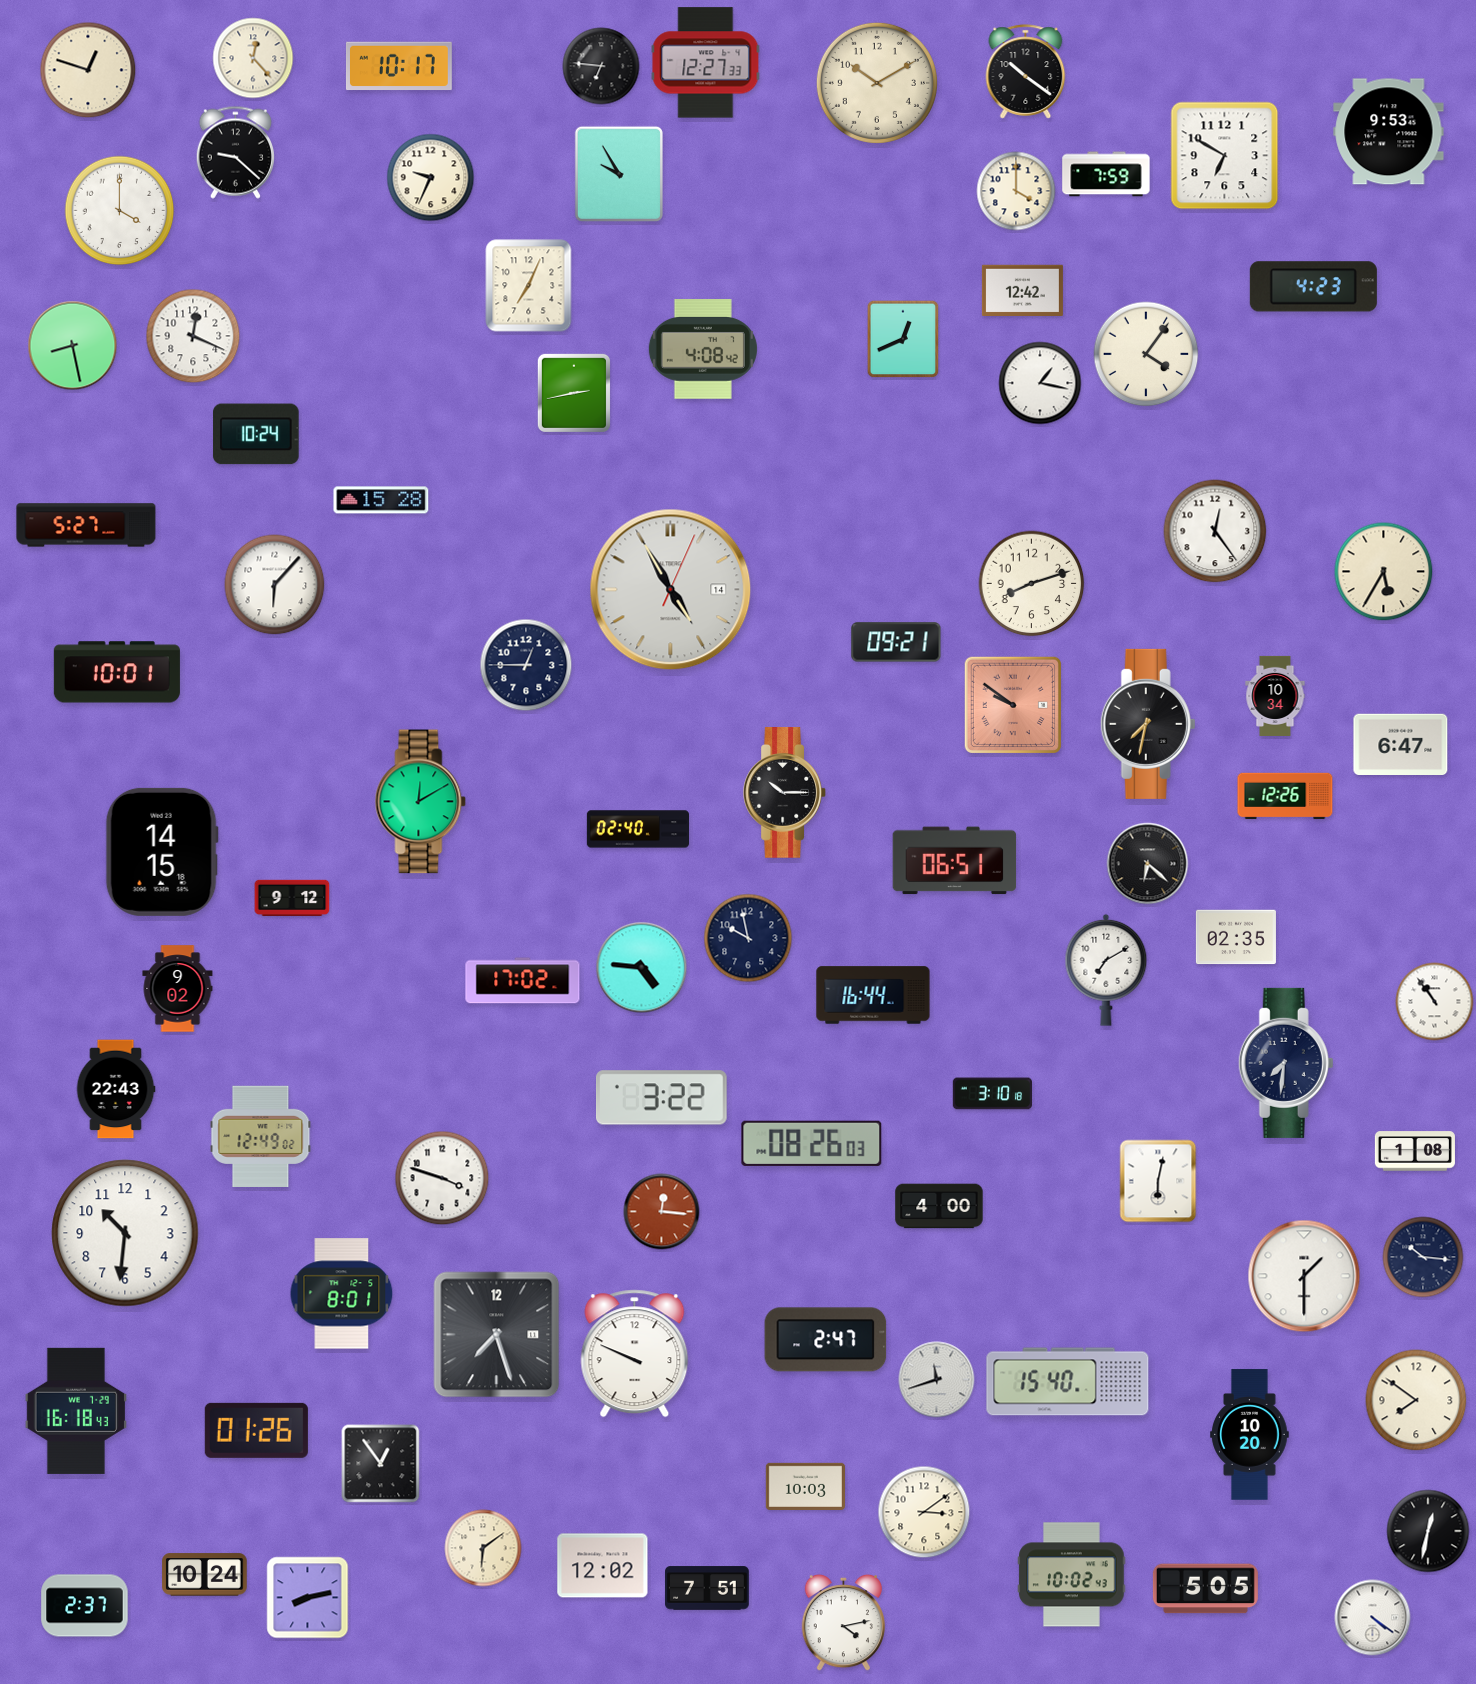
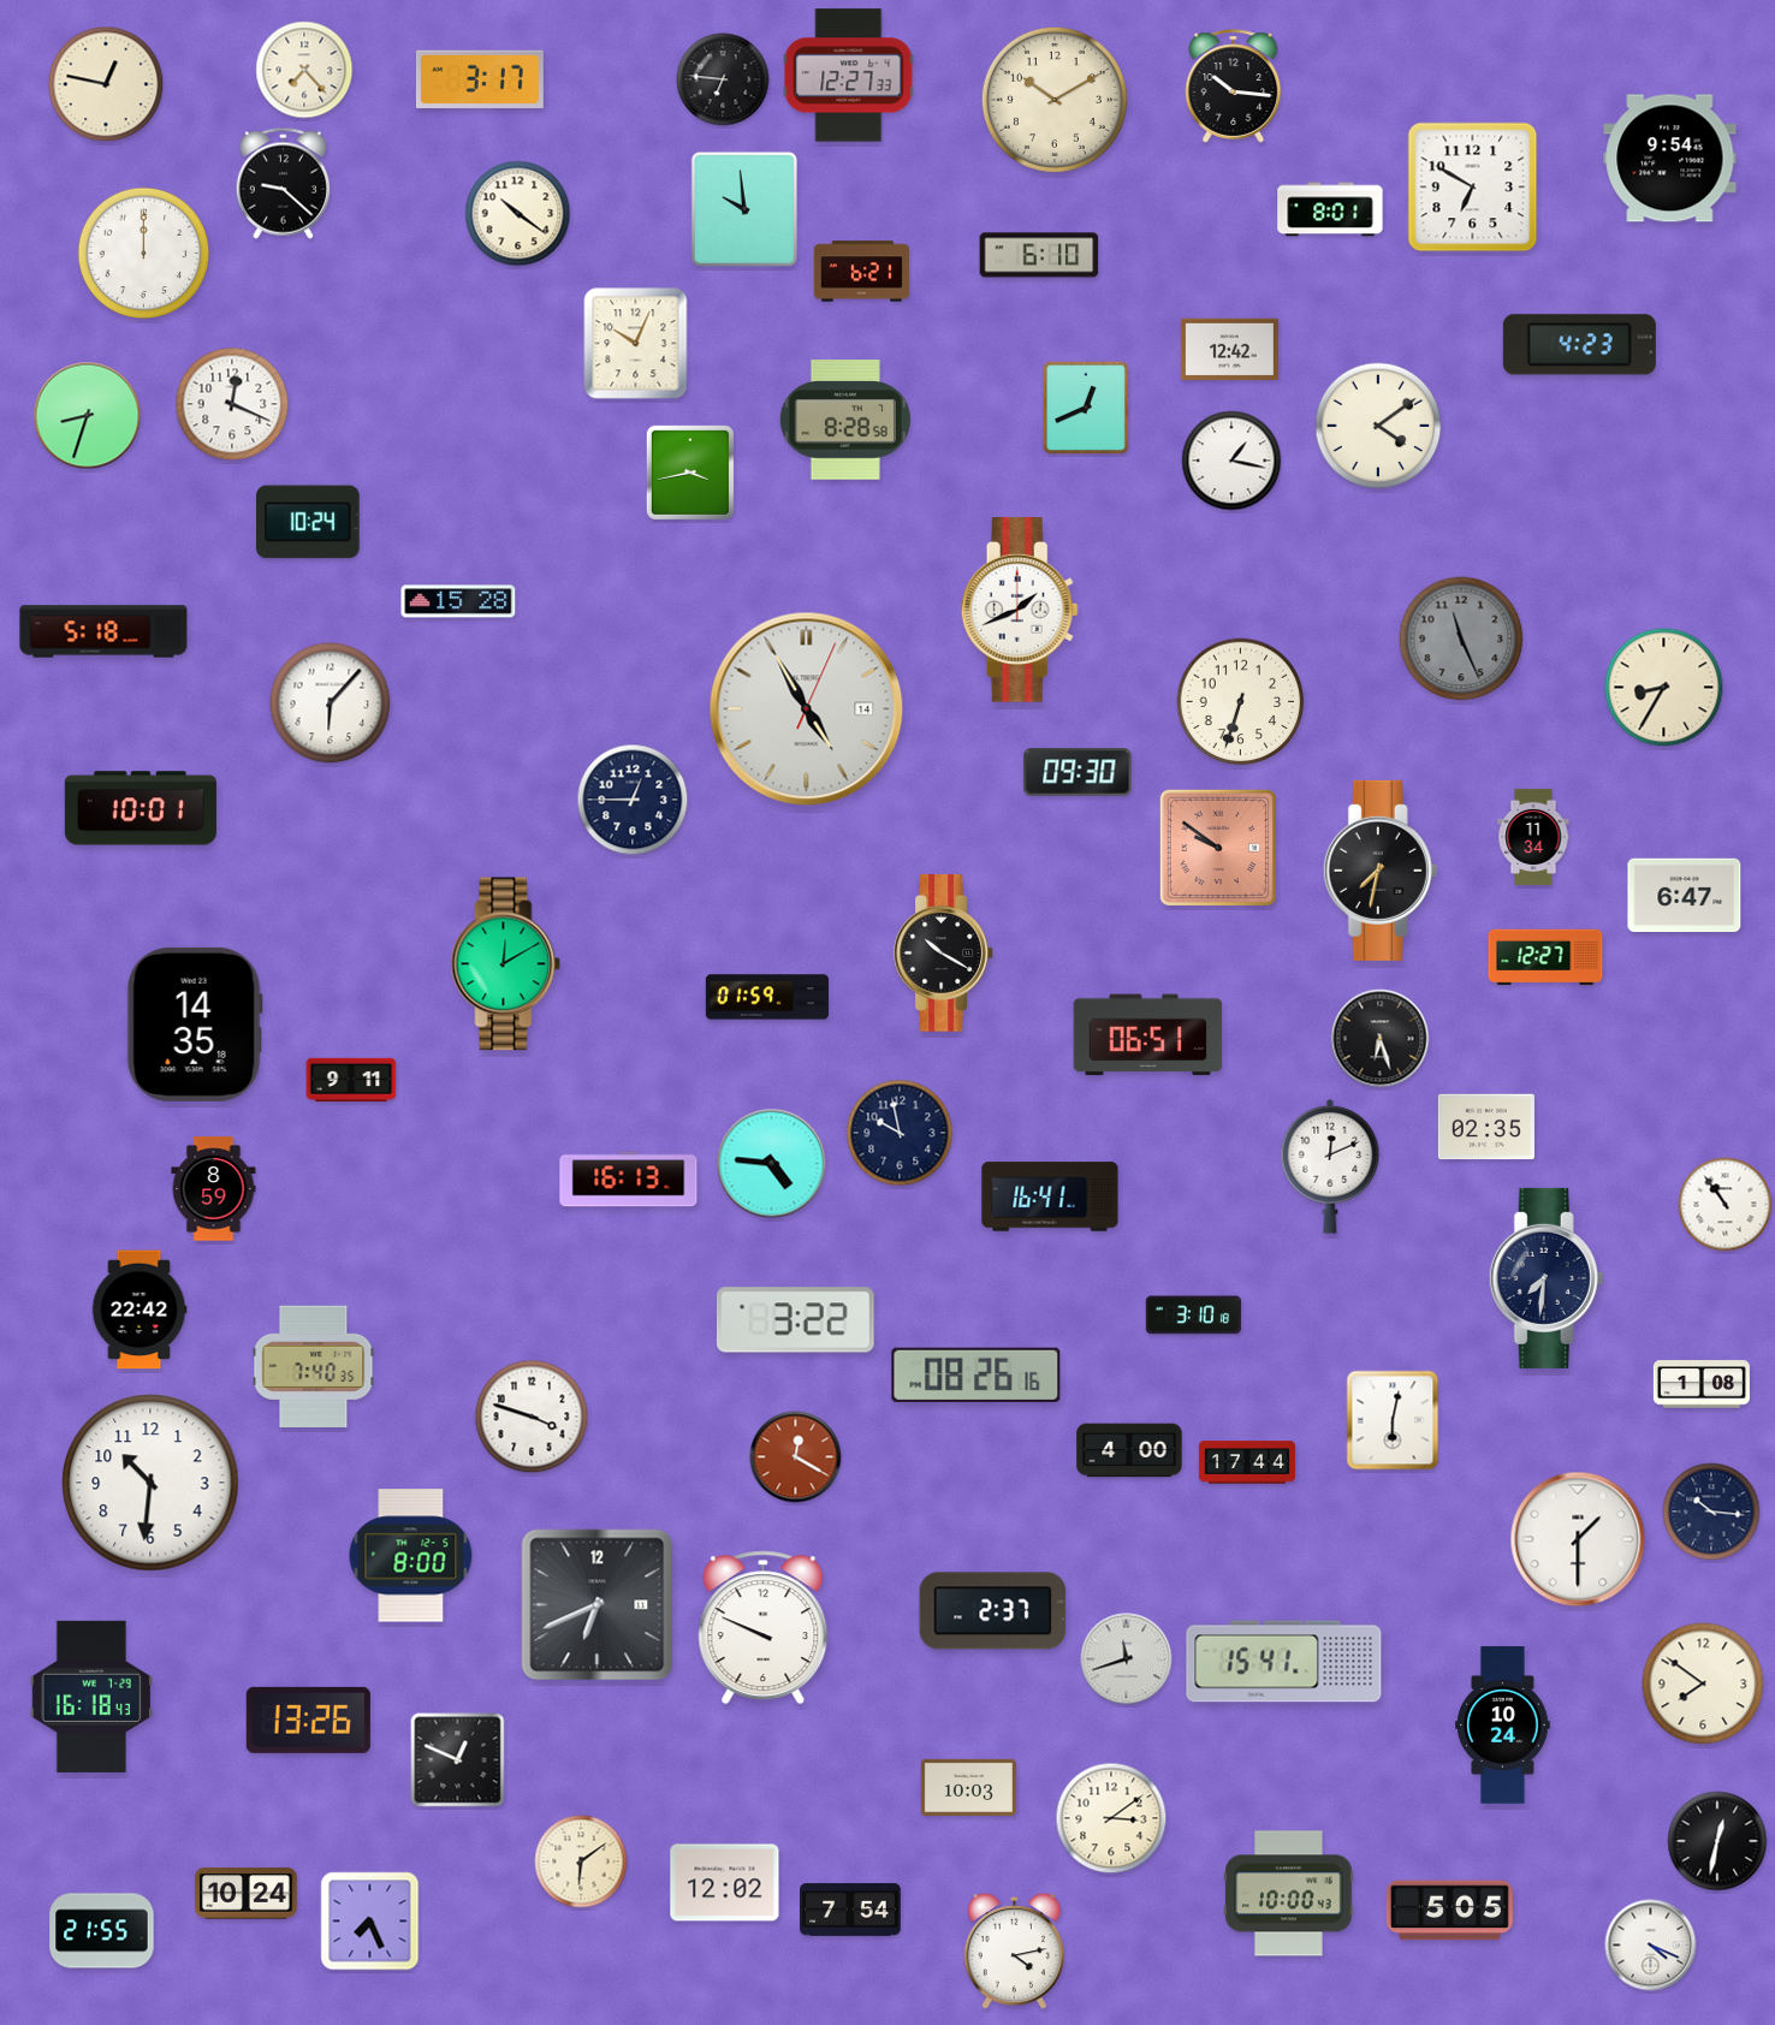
clock at (253, 58): 12:23 -> 7:23
clock at (399, 66): 10:17 -> 3:17
clock at (88, 70): 12:48 -> 12:47
clock at (1026, 72): 10:21 -> 10:16
clock at (1389, 132): 9:53 -> 9:54
clock at (619, 174): 9:55 -> 9:59
clock at (1106, 174): 7:59 -> 8:01
clock at (431, 178): 9:34 -> 10:21
clock at (1016, 191): 4:00 -> none
clock at (120, 211): 4:00 -> 12:00
clock at (1039, 255): none -> 6:10
clock at (861, 272): none -> 6:21
clock at (529, 286): 7:04 -> 10:04
clock at (73, 346): 8:28 -> 8:33
clock at (703, 349): 4:08 -> 8:28
clock at (1146, 354): 4:06 -> 4:09
clock at (1040, 383) position: (1040, 383) -> (1231, 461)
clock at (574, 393): 2:43 -> 3:43
clock at (1020, 611): none -> 1:41
clock at (86, 525): 5:27 -> 5:18
clock at (1215, 531): 12:24 -> 11:26
clock at (1215, 531) dial: white -> grey
clock at (1384, 572): 5:35 -> 8:35
clock at (1032, 584): 8:12 -> 6:33
clock at (896, 642): 09:21 -> 09:30
clock at (1275, 696): 10:34 -> 11:34
clock at (784, 793): 10:15 -> 10:20
clock at (1285, 796): 12:26 -> 12:27
clock at (637, 829): 02:40 -> 01:59
clock at (162, 852): 14:15 -> 14:35
clock at (1148, 864): 6:22 -> 6:27
clock at (292, 898): 9:12 -> 9:11
clock at (748, 938) position: (748, 938) -> (900, 1133)
clock at (1106, 970): 7:10 -> 12:11
clock at (523, 981): 17:02 -> 16:13
clock at (178, 989): 9:02 -> 8:59
clock at (873, 995): 16:44 -> 16:41
clock at (116, 1089): 22:43 -> 22:42
clock at (261, 1136): 12:49 -> 7:40
clock at (812, 1143): 08:26:03 -> 08:26:16
clock at (662, 1212): 12:16 -> 12:20
clock at (1247, 1462): none -> 17:44
clock at (1304, 1276) position: (1304, 1276) -> (1578, 1539)
clock at (342, 1294): 8:01 -> 8:00
clock at (497, 1335): 7:27 -> 6:41
clock at (826, 1340): 2:47 -> 2:37
clock at (1068, 1382): 15:40 -> 15:41
clock at (256, 1430): 01:26 -> 13:26
clock at (1250, 1435): 10:20 -> 10:24
clock at (381, 1464): 12:54 -> 12:49
clock at (1072, 1575): 10:02 -> 10:00
clock at (707, 1588): 7:51 -> 7:54
clock at (308, 1598): 8:13 -> 7:26
clock at (85, 1606): 2:37 -> 21:55
clock at (1373, 1618): 4:21 -> 4:19
